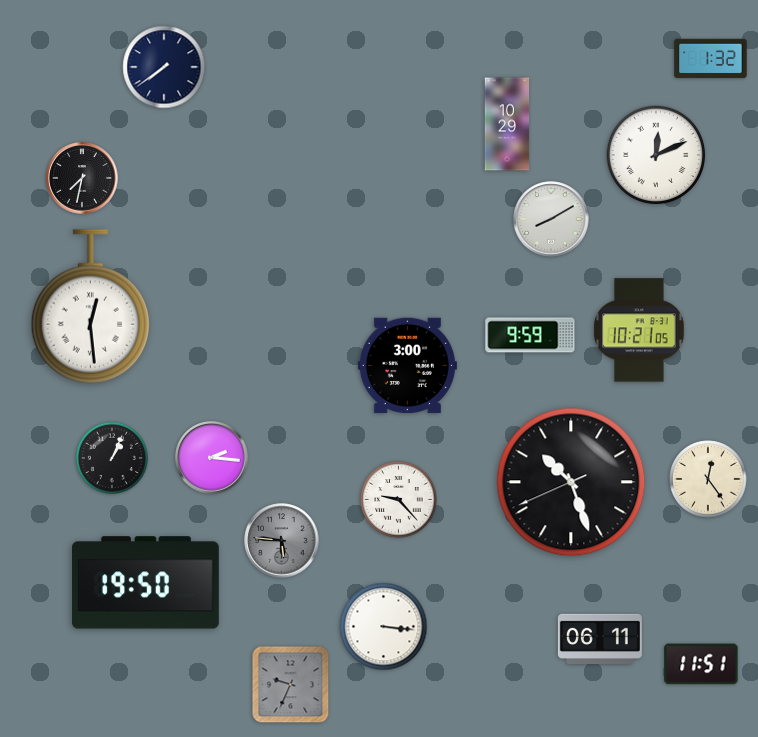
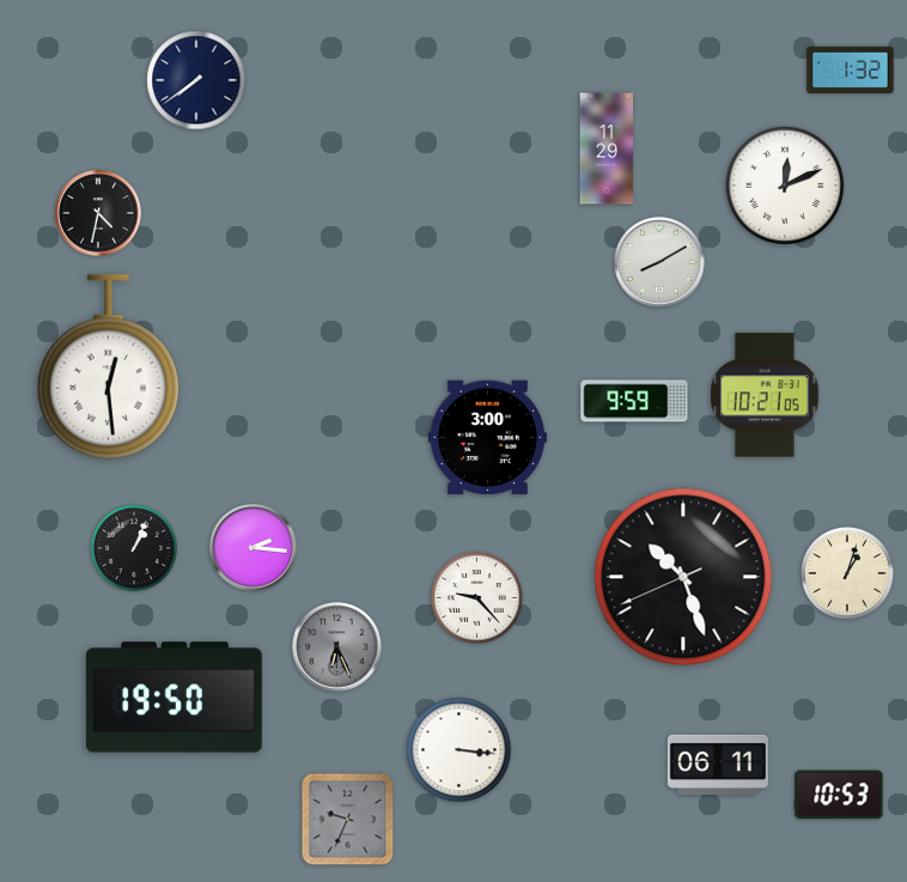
clock at (507, 124): 10:29 -> 11:29
clock at (82, 178): 7:32 -> 4:32
clock at (708, 479): 12:24 -> 1:03
clock at (282, 541): 5:46 -> 6:26
clock at (701, 664): 11:51 -> 10:53
